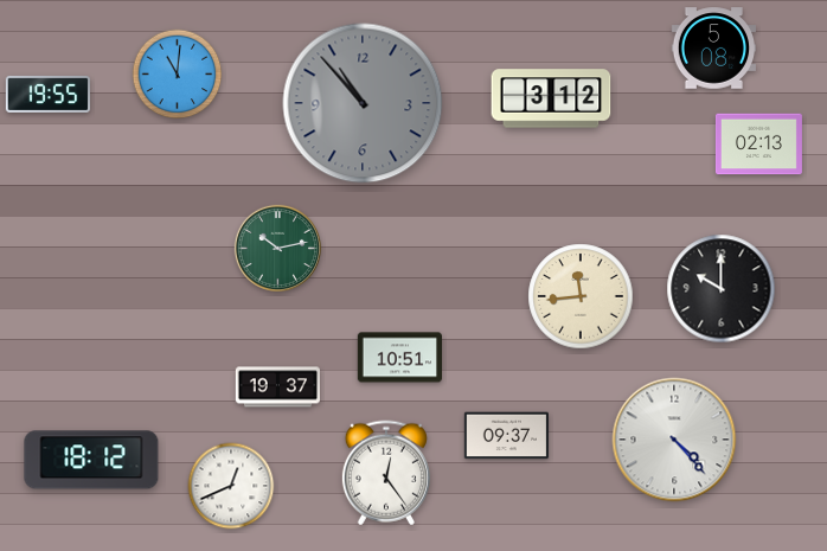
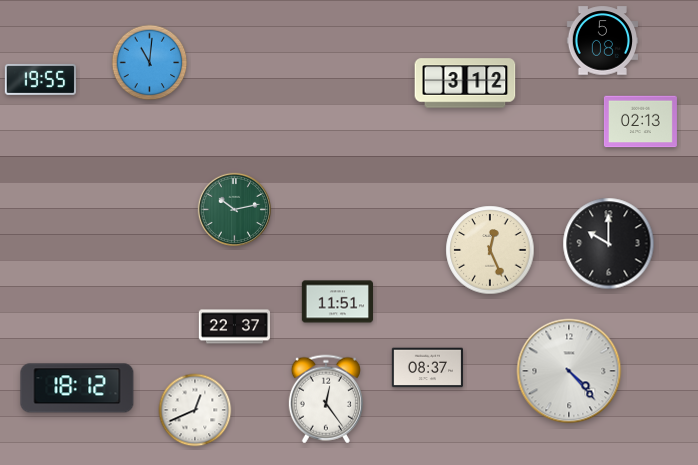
clock at (363, 103): 10:53 -> none
clock at (581, 296): 11:44 -> 12:26
clock at (399, 358): 10:51 -> 11:51
clock at (278, 387): 19:37 -> 22:37
clock at (506, 436): 09:37 -> 08:37
